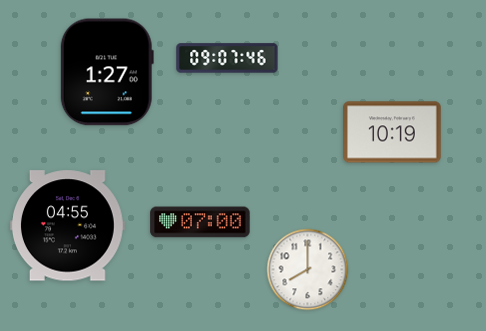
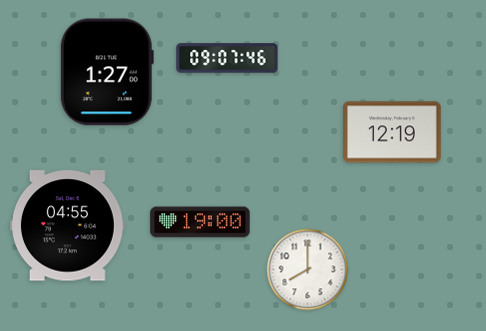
clock at (392, 132): 10:19 -> 12:19
clock at (200, 222): 07:00 -> 19:00
